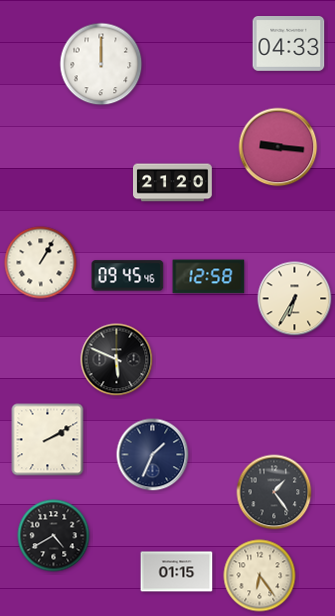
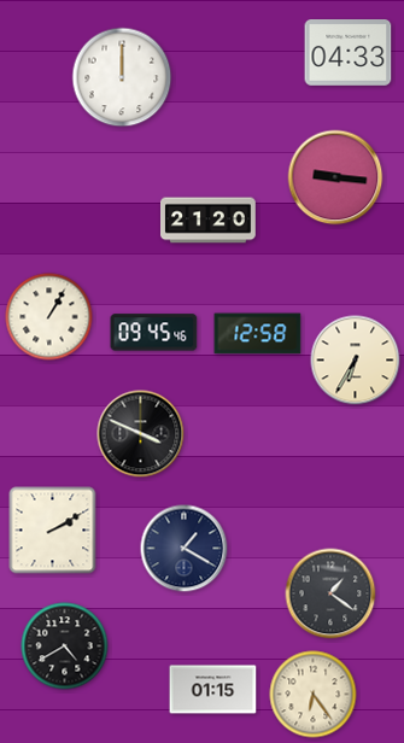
clock at (209, 277) position: (209, 277) -> (258, 334)
clock at (117, 360): 5:49 -> 3:49
clock at (48, 440) position: (48, 440) -> (53, 531)
clock at (153, 455): 1:34 -> 1:20
clock at (274, 492): 1:24 -> 1:21
